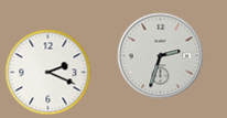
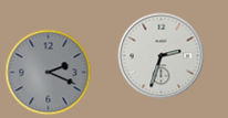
clock at (47, 72) dial: white -> grey
